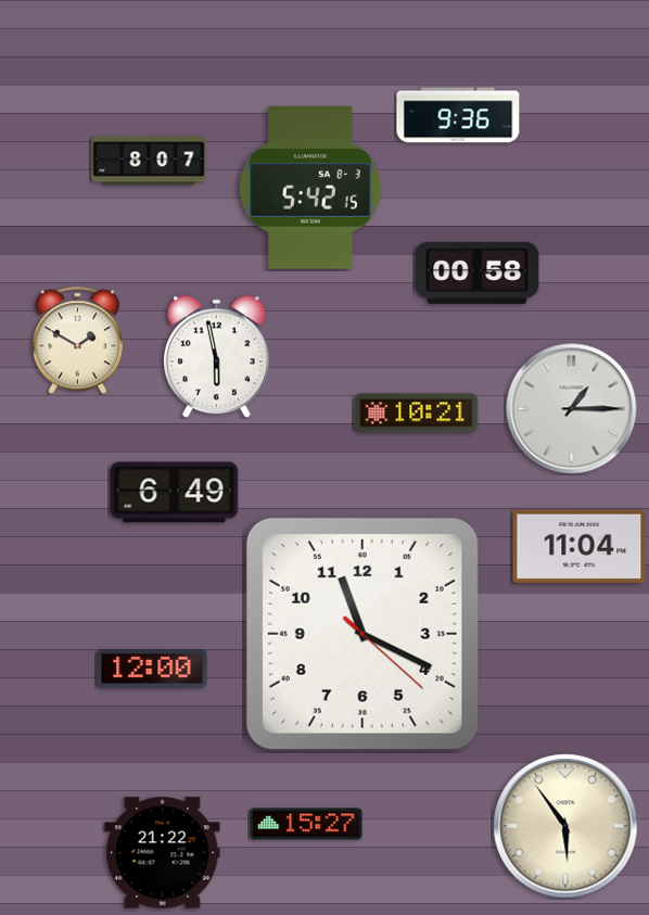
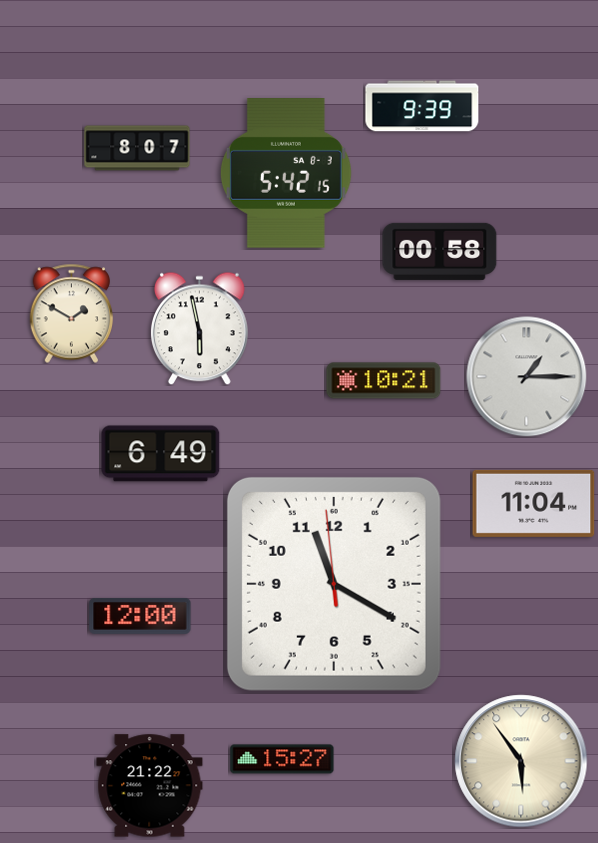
clock at (458, 115): 9:36 -> 9:39
clock at (362, 634): 11:19:22 -> 11:19:59
